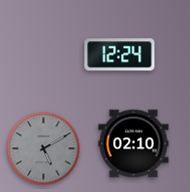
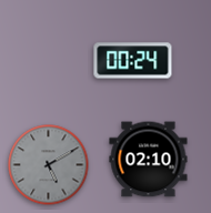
clock at (120, 55): 12:24 -> 00:24
